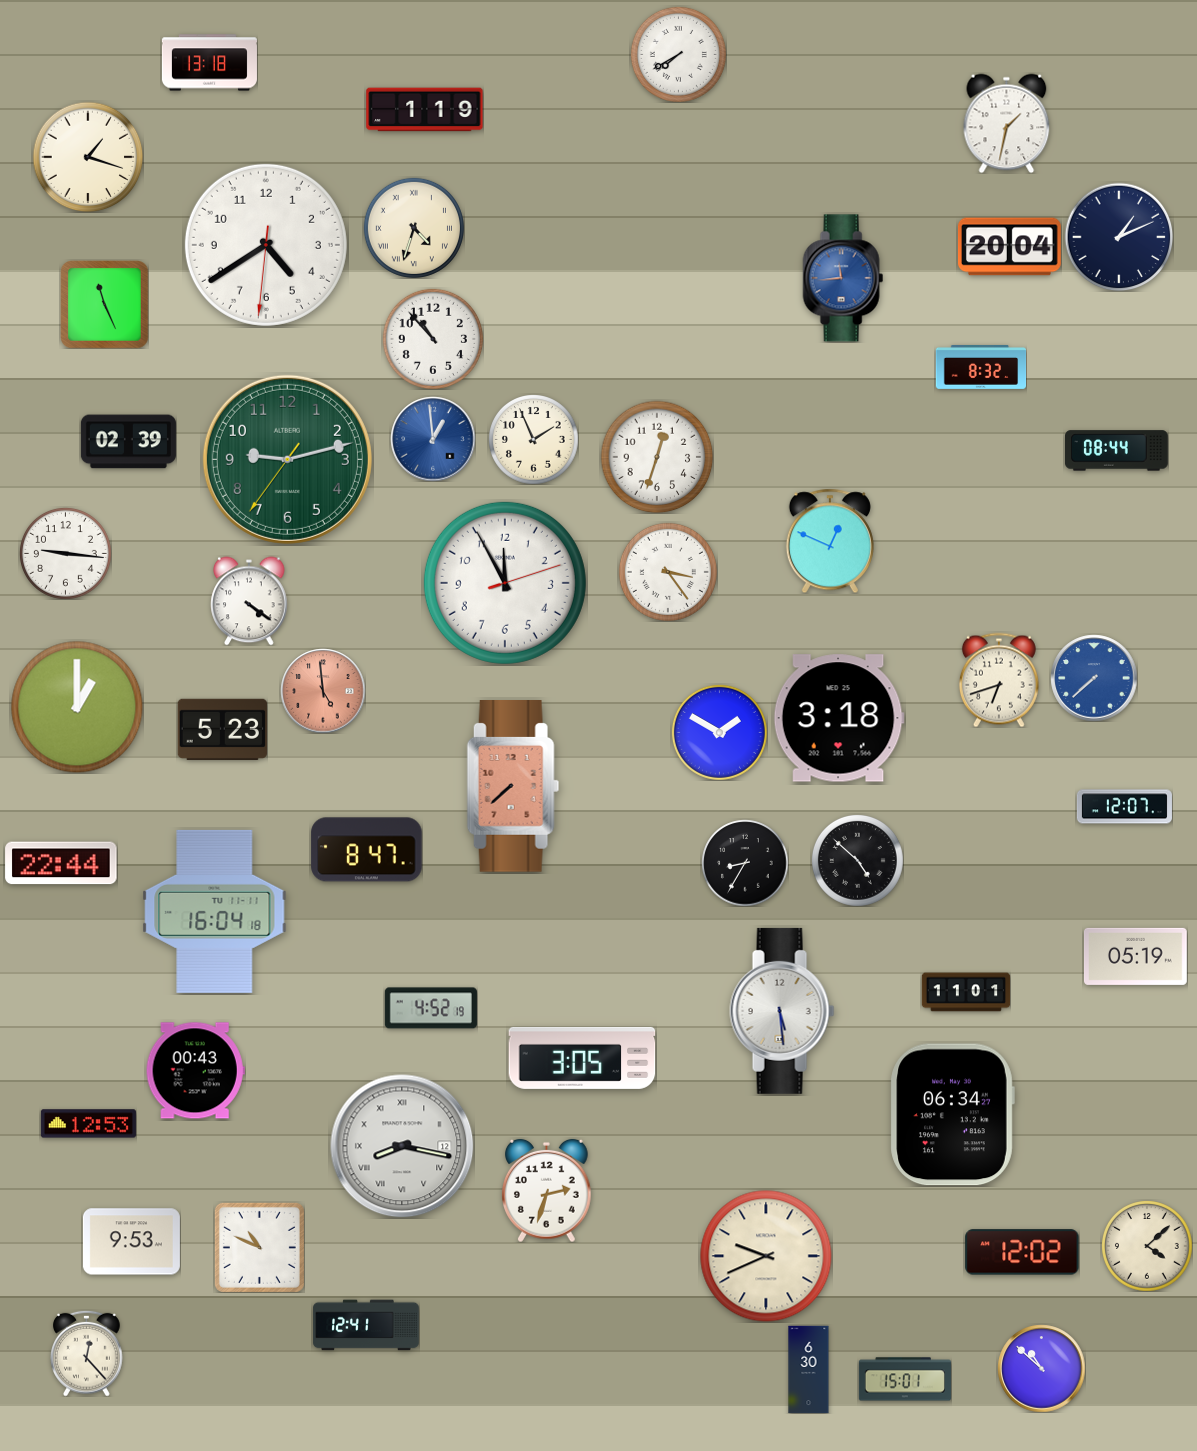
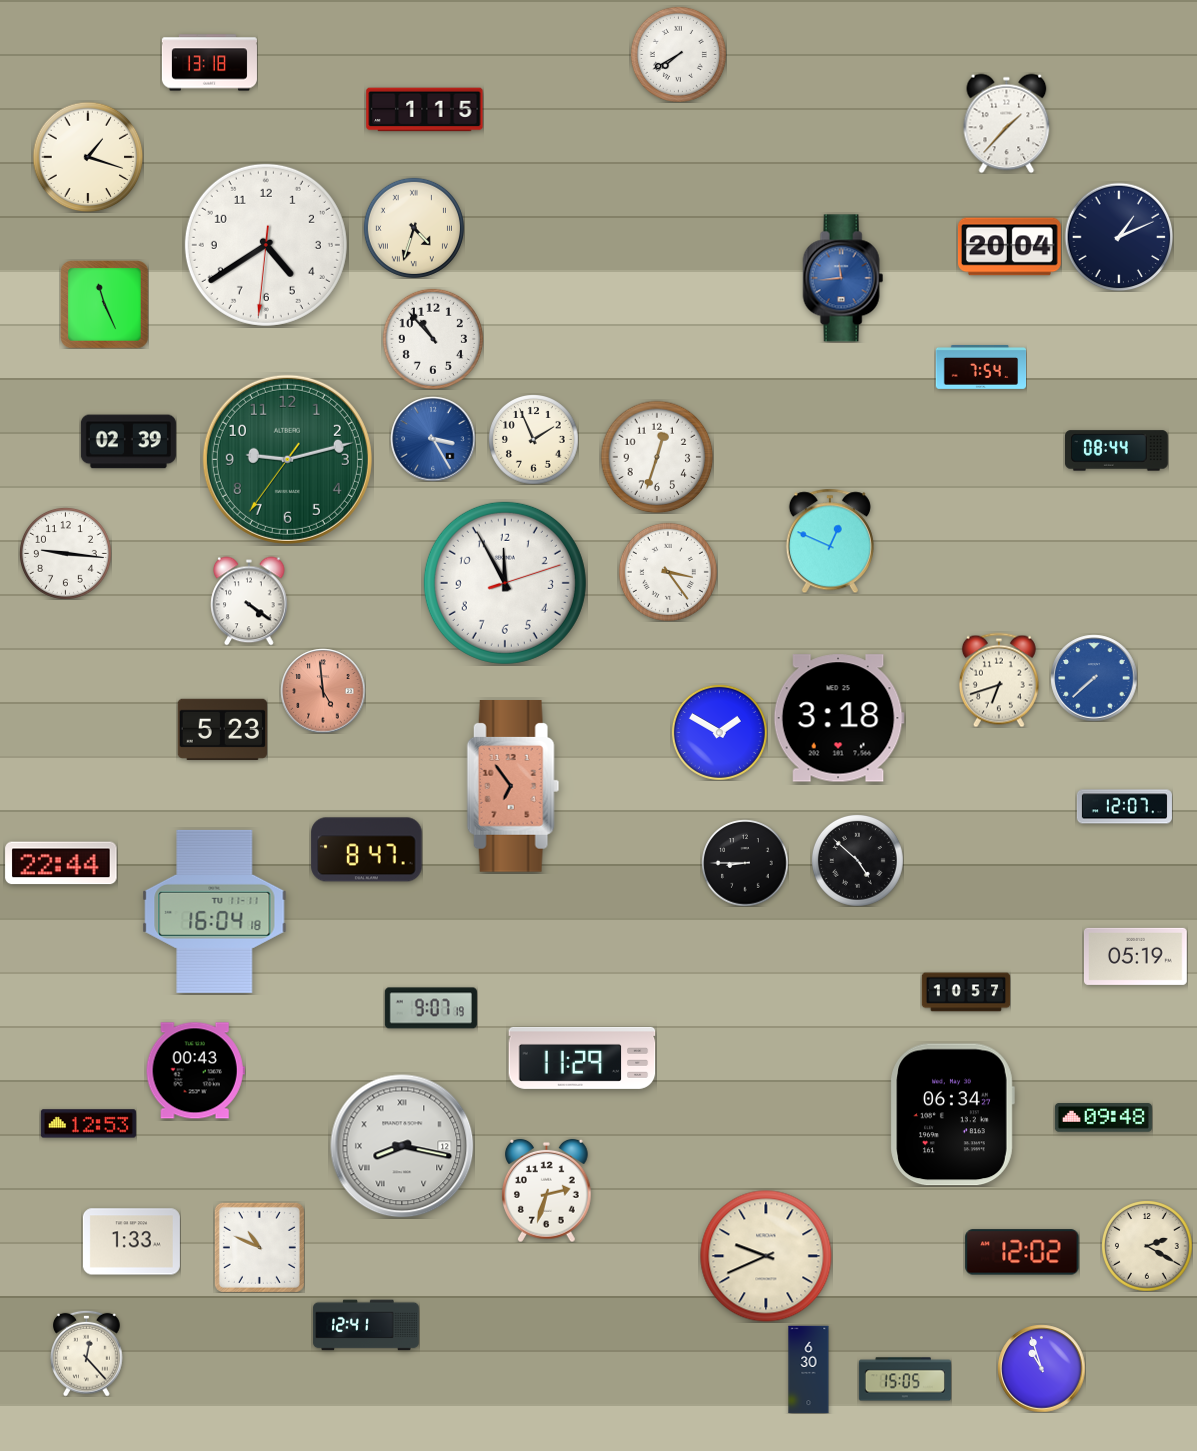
clock at (425, 110): 1:19 -> 1:15
clock at (1007, 123): 1:32 -> 1:37
clock at (981, 367): 8:32 -> 7:54
clock at (433, 439): 12:59 -> 3:25
clock at (77, 707): 1:00 -> none
clock at (513, 787): 7:38 -> 6:54
clock at (745, 863): 8:35 -> 8:45
clock at (966, 992): 11:01 -> 10:57
clock at (431, 1008): 4:52 -> 9:07
clock at (782, 1011): 5:29 -> none
clock at (582, 1058): 3:05 -> 11:29
clock at (1103, 1118): none -> 09:48
clock at (131, 1242): 9:53 -> 1:33
clock at (1147, 1246): 4:08 -> 2:20
clock at (1041, 1368): 10:52 -> 10:57
clock at (905, 1379): 15:01 -> 15:05
